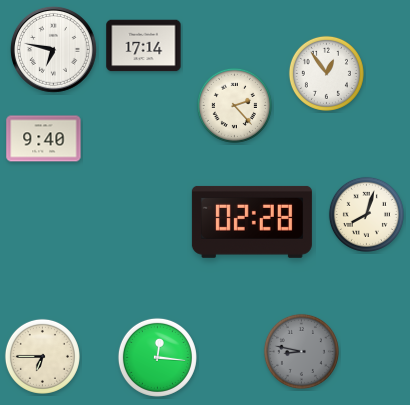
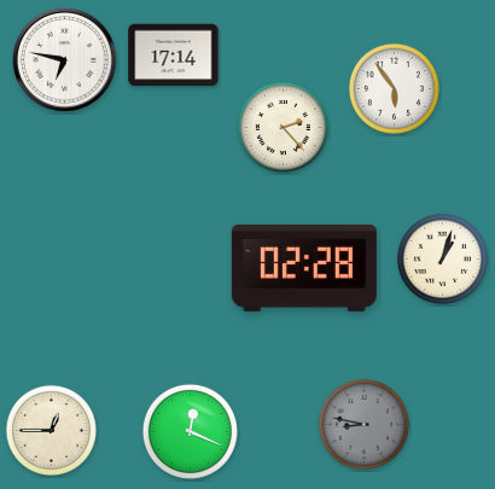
clock at (326, 73): 12:54 -> 5:54
clock at (44, 139): 9:40 -> none
clock at (366, 214): 8:03 -> 1:03
clock at (42, 356): 6:45 -> 12:45
clock at (157, 357): 12:16 -> 12:19
